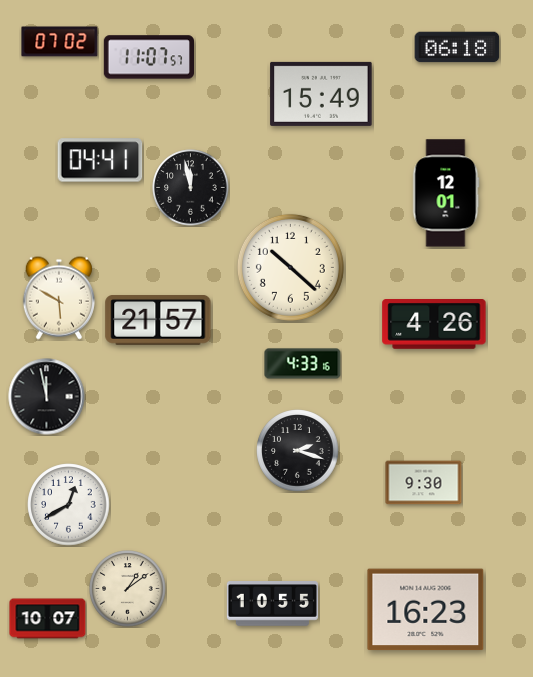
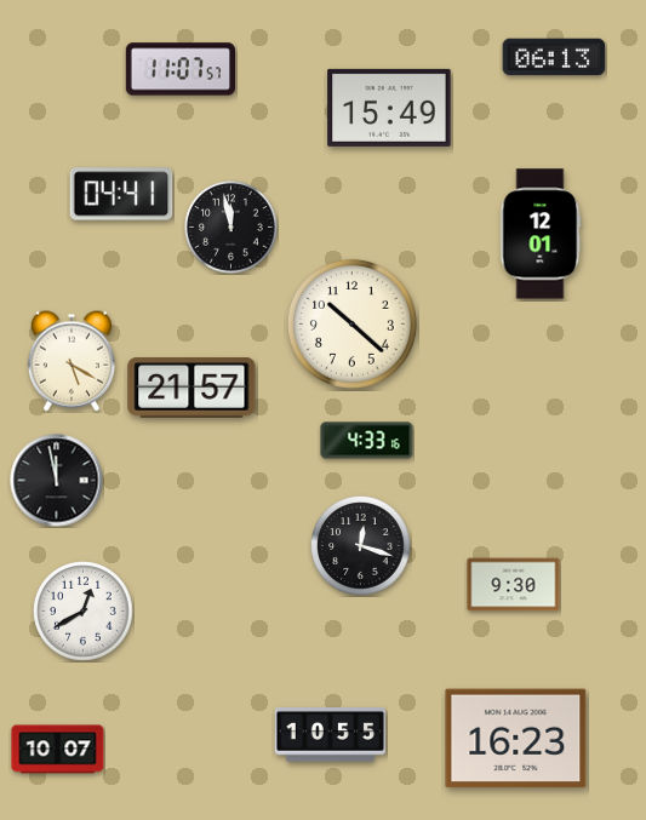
clock at (60, 42): 07:02 -> none
clock at (457, 47): 06:18 -> 06:13
clock at (321, 94) position: (321, 94) -> (389, 108)
clock at (59, 298): 5:50 -> 5:20
clock at (434, 325): 4:26 -> none
clock at (298, 451): 2:18 -> 12:18
clock at (128, 589): 1:09 -> none
clock at (272, 604) position: (272, 604) -> (330, 735)
